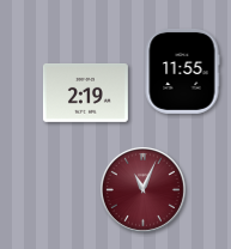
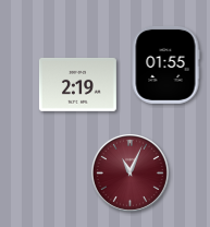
clock at (182, 71): 11:55 -> 01:55
